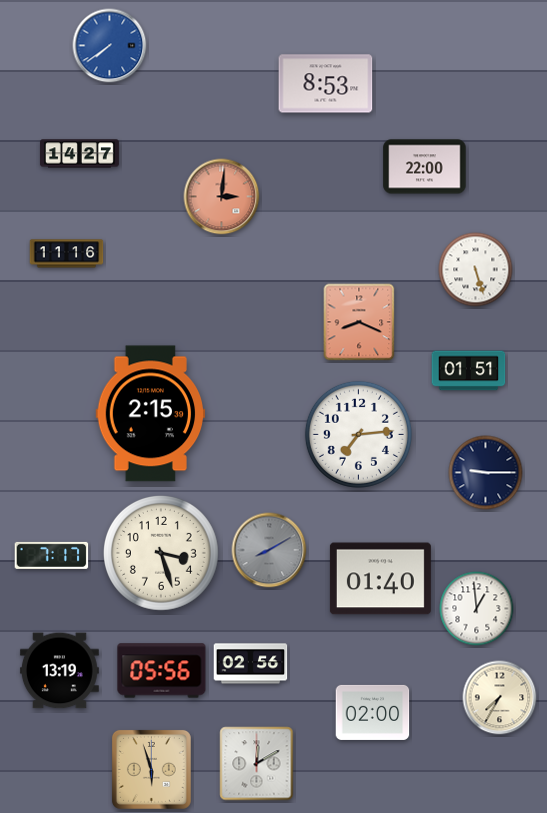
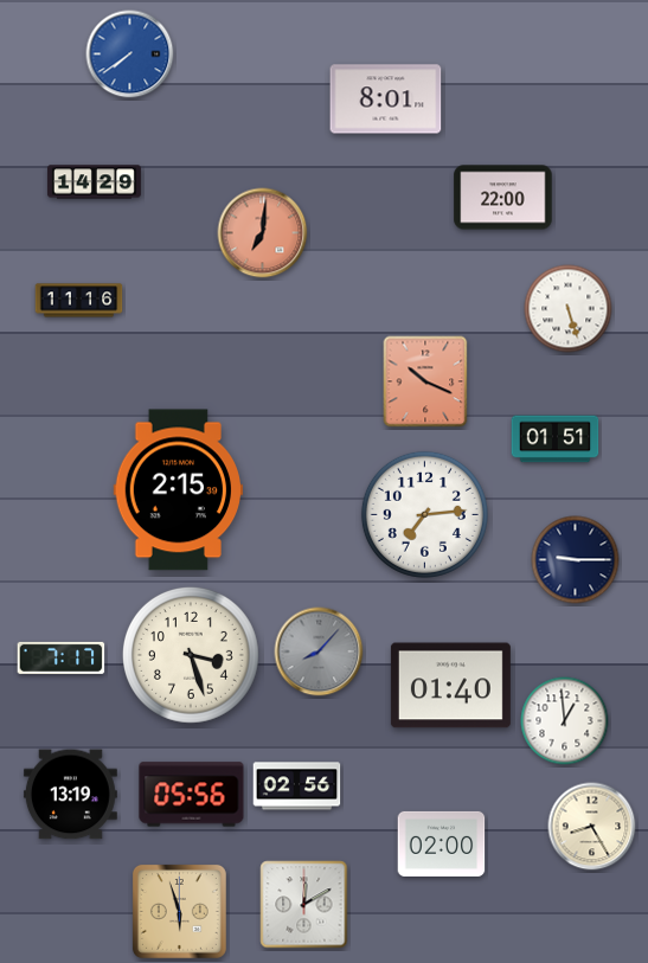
clock at (326, 84): 8:53 -> 8:01
clock at (79, 154): 14:27 -> 14:29
clock at (222, 197): 3:01 -> 7:01
clock at (476, 270) position: (476, 270) -> (569, 309)
clock at (359, 322): 8:19 -> 10:19
clock at (269, 550): 8:10 -> 8:07
clock at (500, 698): 7:35 -> 8:25
